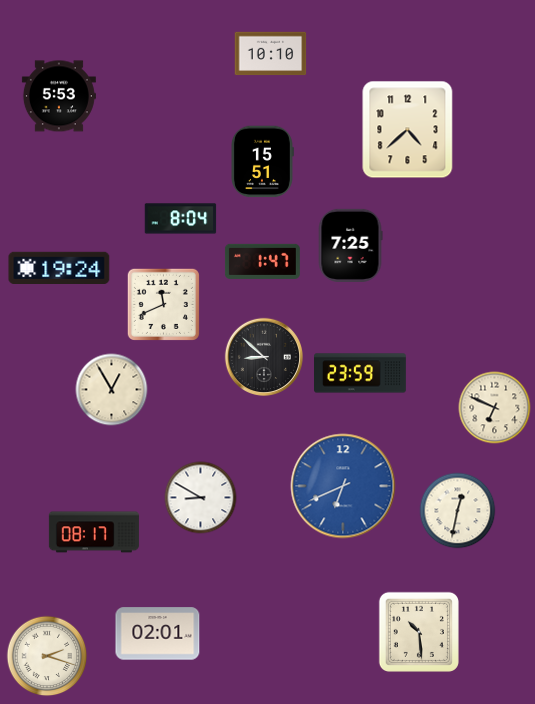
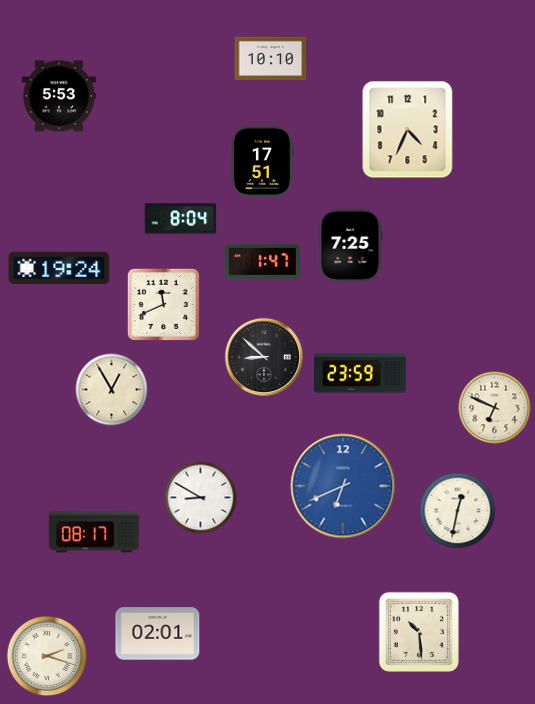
clock at (271, 54) position: (271, 54) -> (271, 59)
clock at (408, 130): 4:38 -> 4:34
clock at (262, 162): 15:51 -> 17:51
